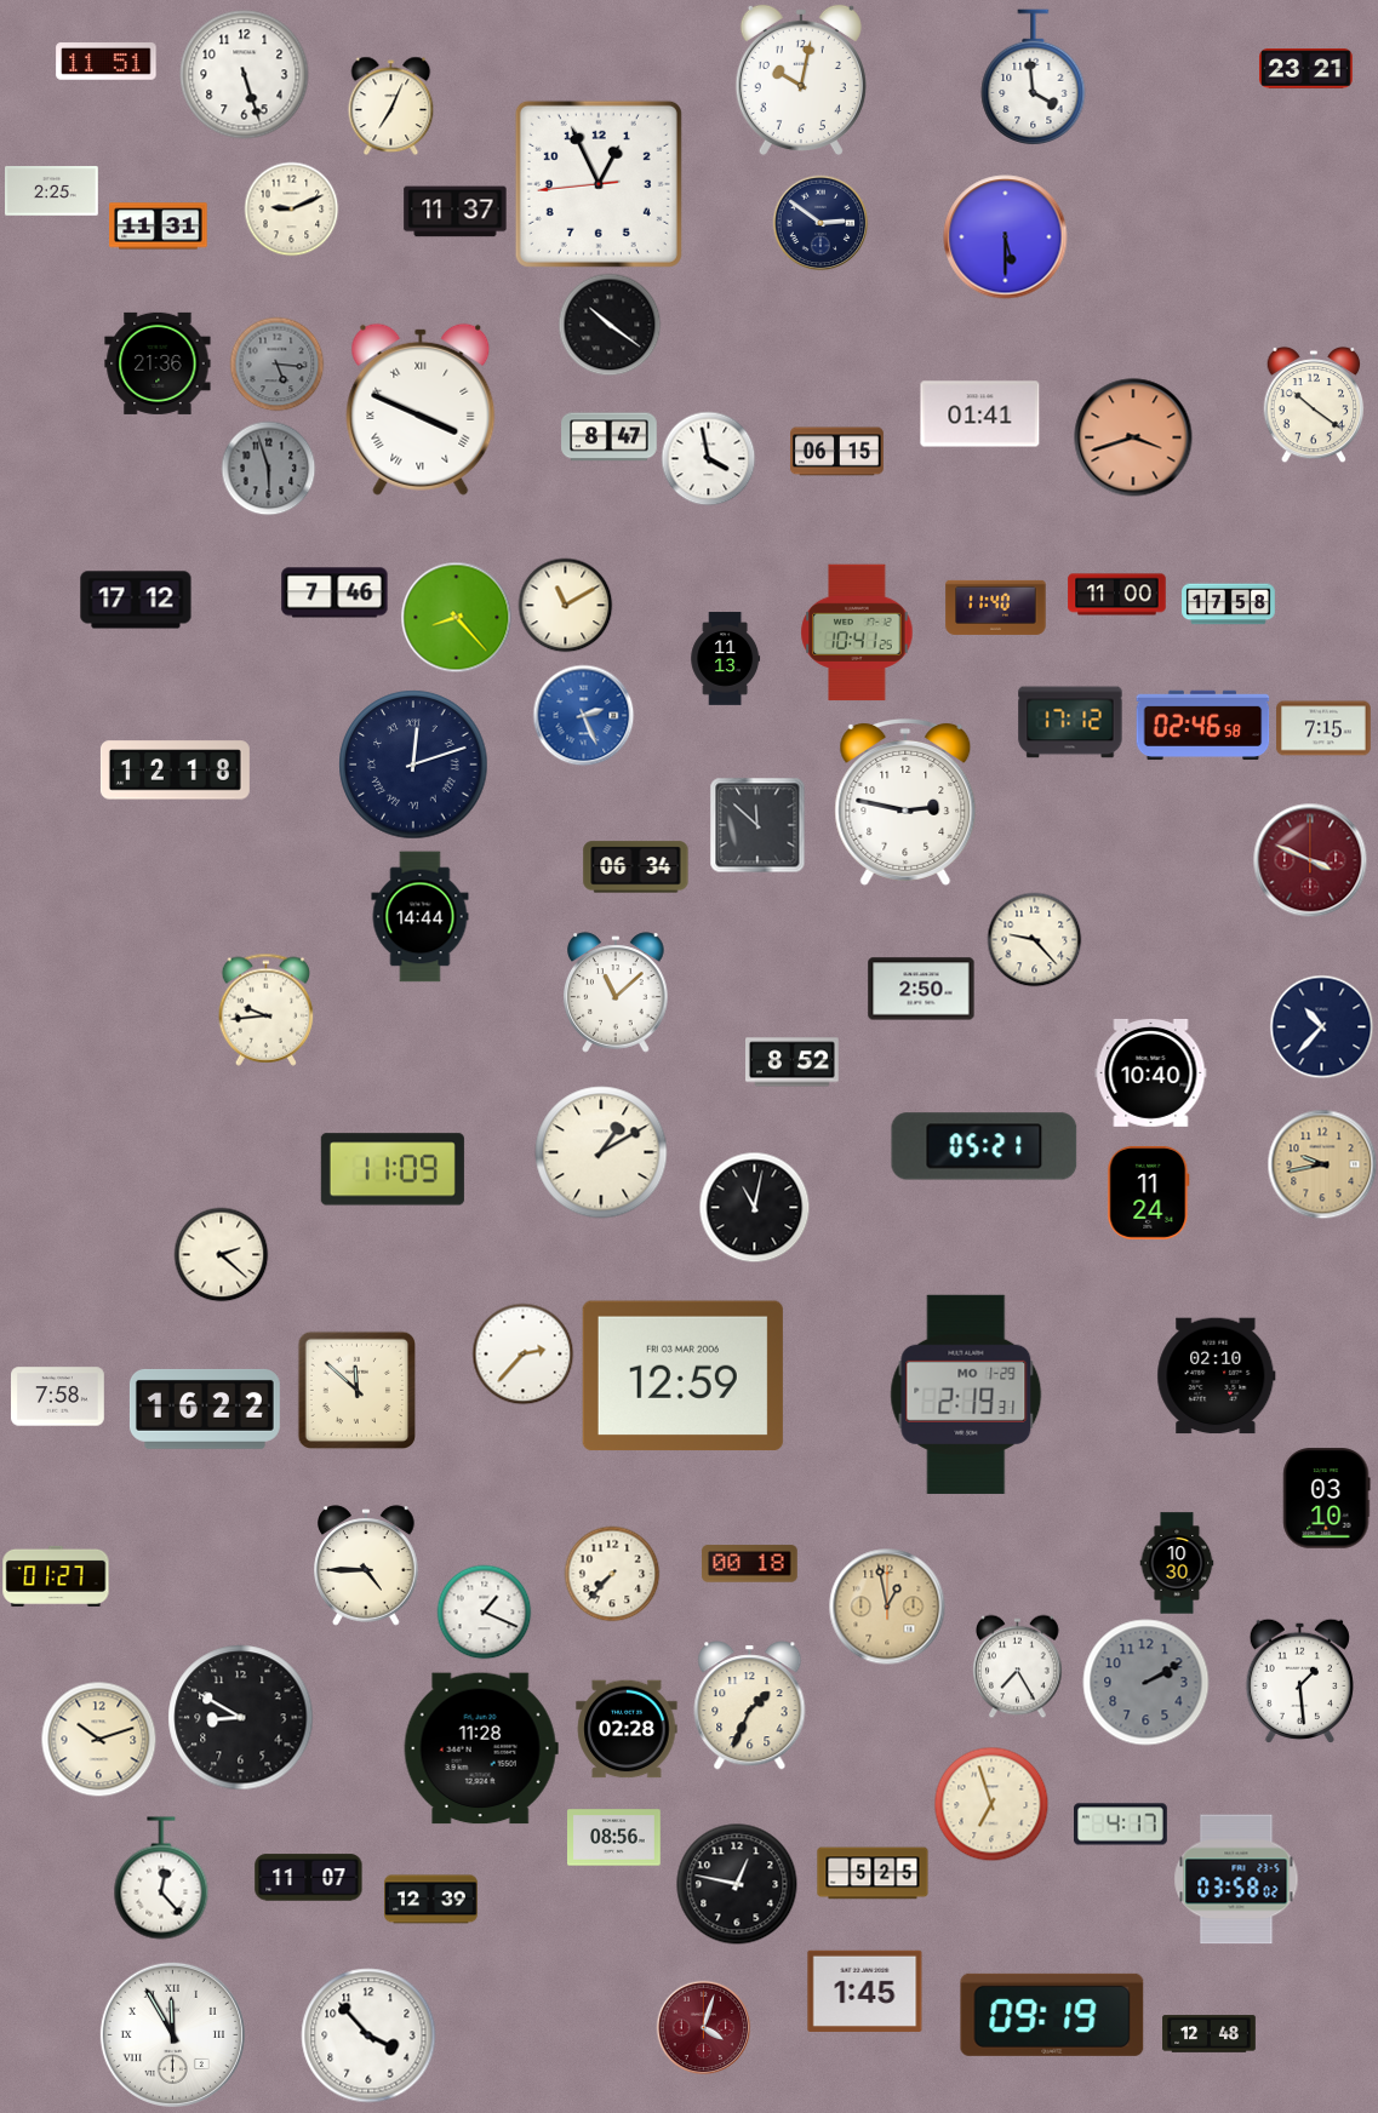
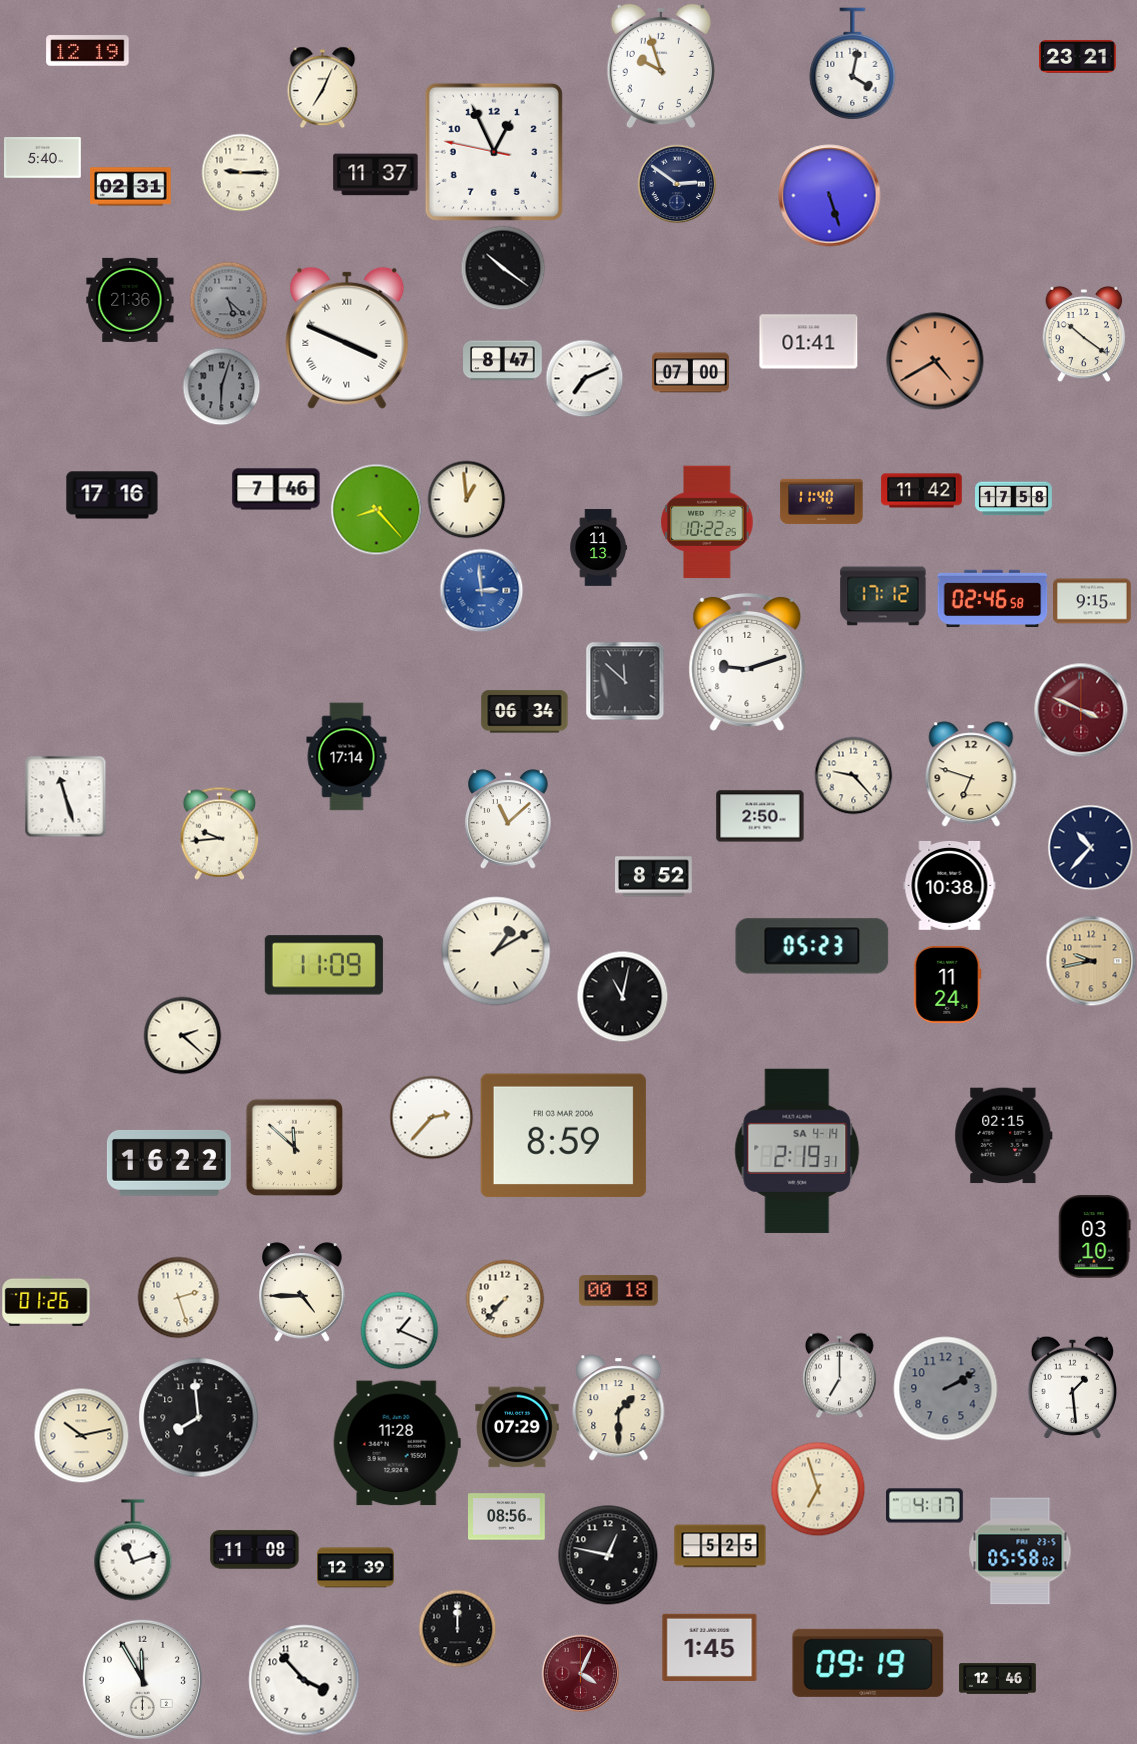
clock at (107, 62): 11:51 -> 12:19
clock at (245, 75): 5:27 -> none
clock at (1034, 76): 3:59 -> 4:02
clock at (801, 79): 10:02 -> 9:57
clock at (599, 184): 12:55:44 -> 12:55:47
clock at (52, 191): 2:25 -> 5:40
clock at (291, 208): 9:11 -> 9:15
clock at (159, 227): 11:31 -> 02:31
clock at (1006, 237): 5:30 -> 5:27
clock at (276, 363): 5:16 -> 5:22
clock at (1133, 437): 3:42 -> 4:40
clock at (837, 452): 06:15 -> 07:00
clock at (708, 458): 3:58 -> 7:11
clock at (268, 468): 5:57 -> 6:03
clock at (1117, 595): 11:00 -> 11:42
clock at (136, 600): 17:12 -> 17:16
clock at (565, 605): 11:10 -> 12:59
clock at (857, 632): 10:41 -> 10:22
clock at (726, 659) position: (726, 659) -> (599, 548)
clock at (583, 715): 2:26 -> 2:59
clock at (1323, 728): 7:15 -> 9:15
clock at (413, 765): 12:12 -> none
clock at (175, 771): 12:18 -> none
clock at (905, 802): 2:47 -> 9:12
clock at (636, 867) position: (636, 867) -> (525, 712)
clock at (421, 917): 14:44 -> 17:14
clock at (971, 774): none -> 6:48
clock at (65, 796): none -> 11:27
clock at (1151, 1073): 10:40 -> 10:38
clock at (984, 1146): 05:21 -> 05:23
clock at (682, 1376): 12:59 -> 8:59
clock at (1217, 1376): 02:10 -> 02:15
clock at (966, 1395) date: MO 1-29 -> SA 4-14
clock at (58, 1397): 7:58 -> none
clock at (1177, 1563): 10:30 -> none
clock at (178, 1297): none -> 2:27
clock at (56, 1576): 01:27 -> 01:26
clock at (887, 1607): 12:58 -> none
clock at (1018, 1666): 7:25 -> 7:00
clock at (750, 1706): 1:34 -> 1:30
clock at (241, 1718): 8:50 -> 7:59
clock at (627, 1729): 02:28 -> 07:29
clock at (98, 1739): 10:12 -> 10:13
clock at (161, 1878): 12:23 -> 11:12
clock at (309, 1878): 11:07 -> 11:08
clock at (1236, 1879): 03:58 -> 05:58
clock at (457, 1628): none -> 12:00
clock at (865, 1991) position: (865, 1991) -> (710, 1647)
clock at (703, 2027): 4:03 -> 4:04
clock at (172, 2034) numerals: Roman -> Arabic
clock at (1210, 2034): 12:48 -> 12:46
